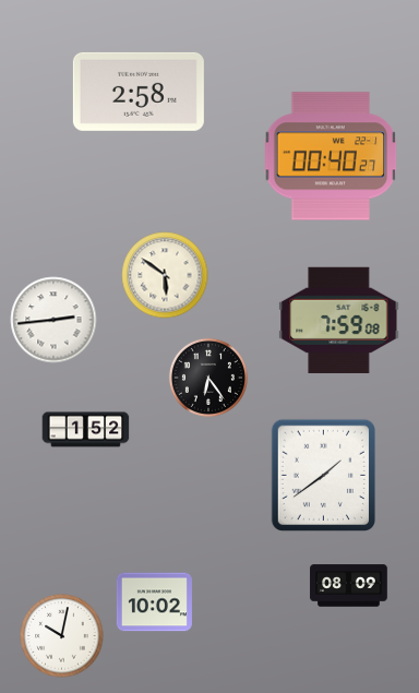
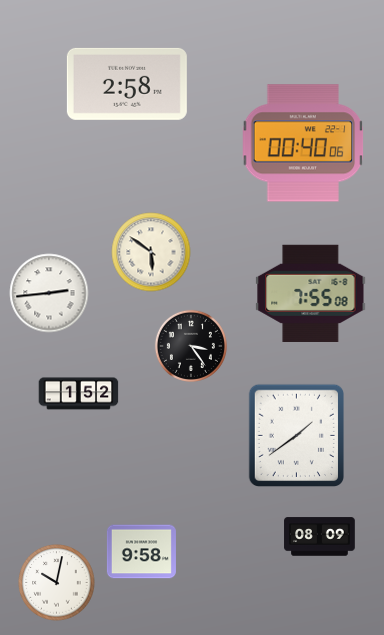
clock at (331, 156): 00:40:27 -> 00:40:06
clock at (339, 320): 7:59 -> 7:55
clock at (208, 378): 6:24 -> 3:24
clock at (154, 602): 10:02 -> 9:58
